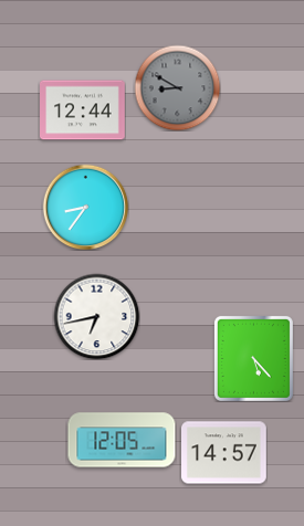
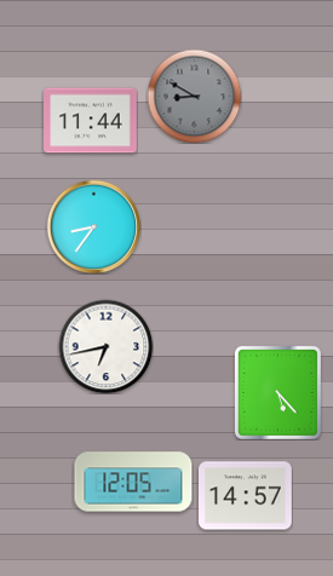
clock at (83, 111): 12:44 -> 11:44
